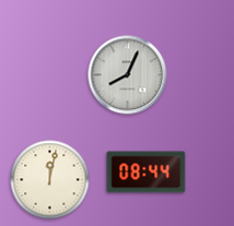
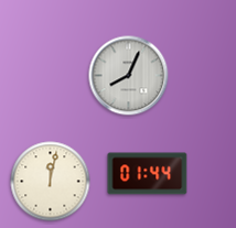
clock at (147, 173): 08:44 -> 01:44
